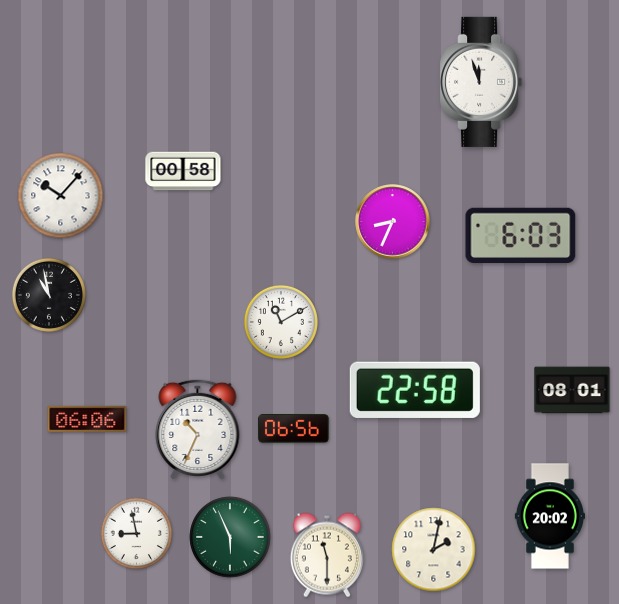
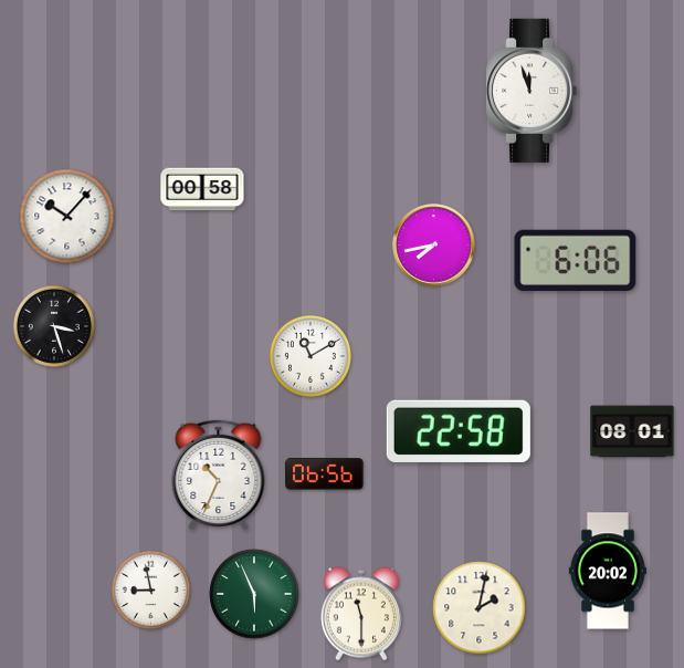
clock at (393, 222): 8:34 -> 7:43
clock at (521, 235): 6:03 -> 6:06
clock at (49, 295): 10:58 -> 3:27
clock at (87, 419): 06:06 -> none
